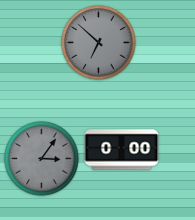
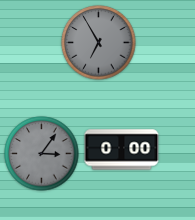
clock at (99, 43): 6:52 -> 6:55
clock at (42, 159) position: (42, 159) -> (42, 154)
